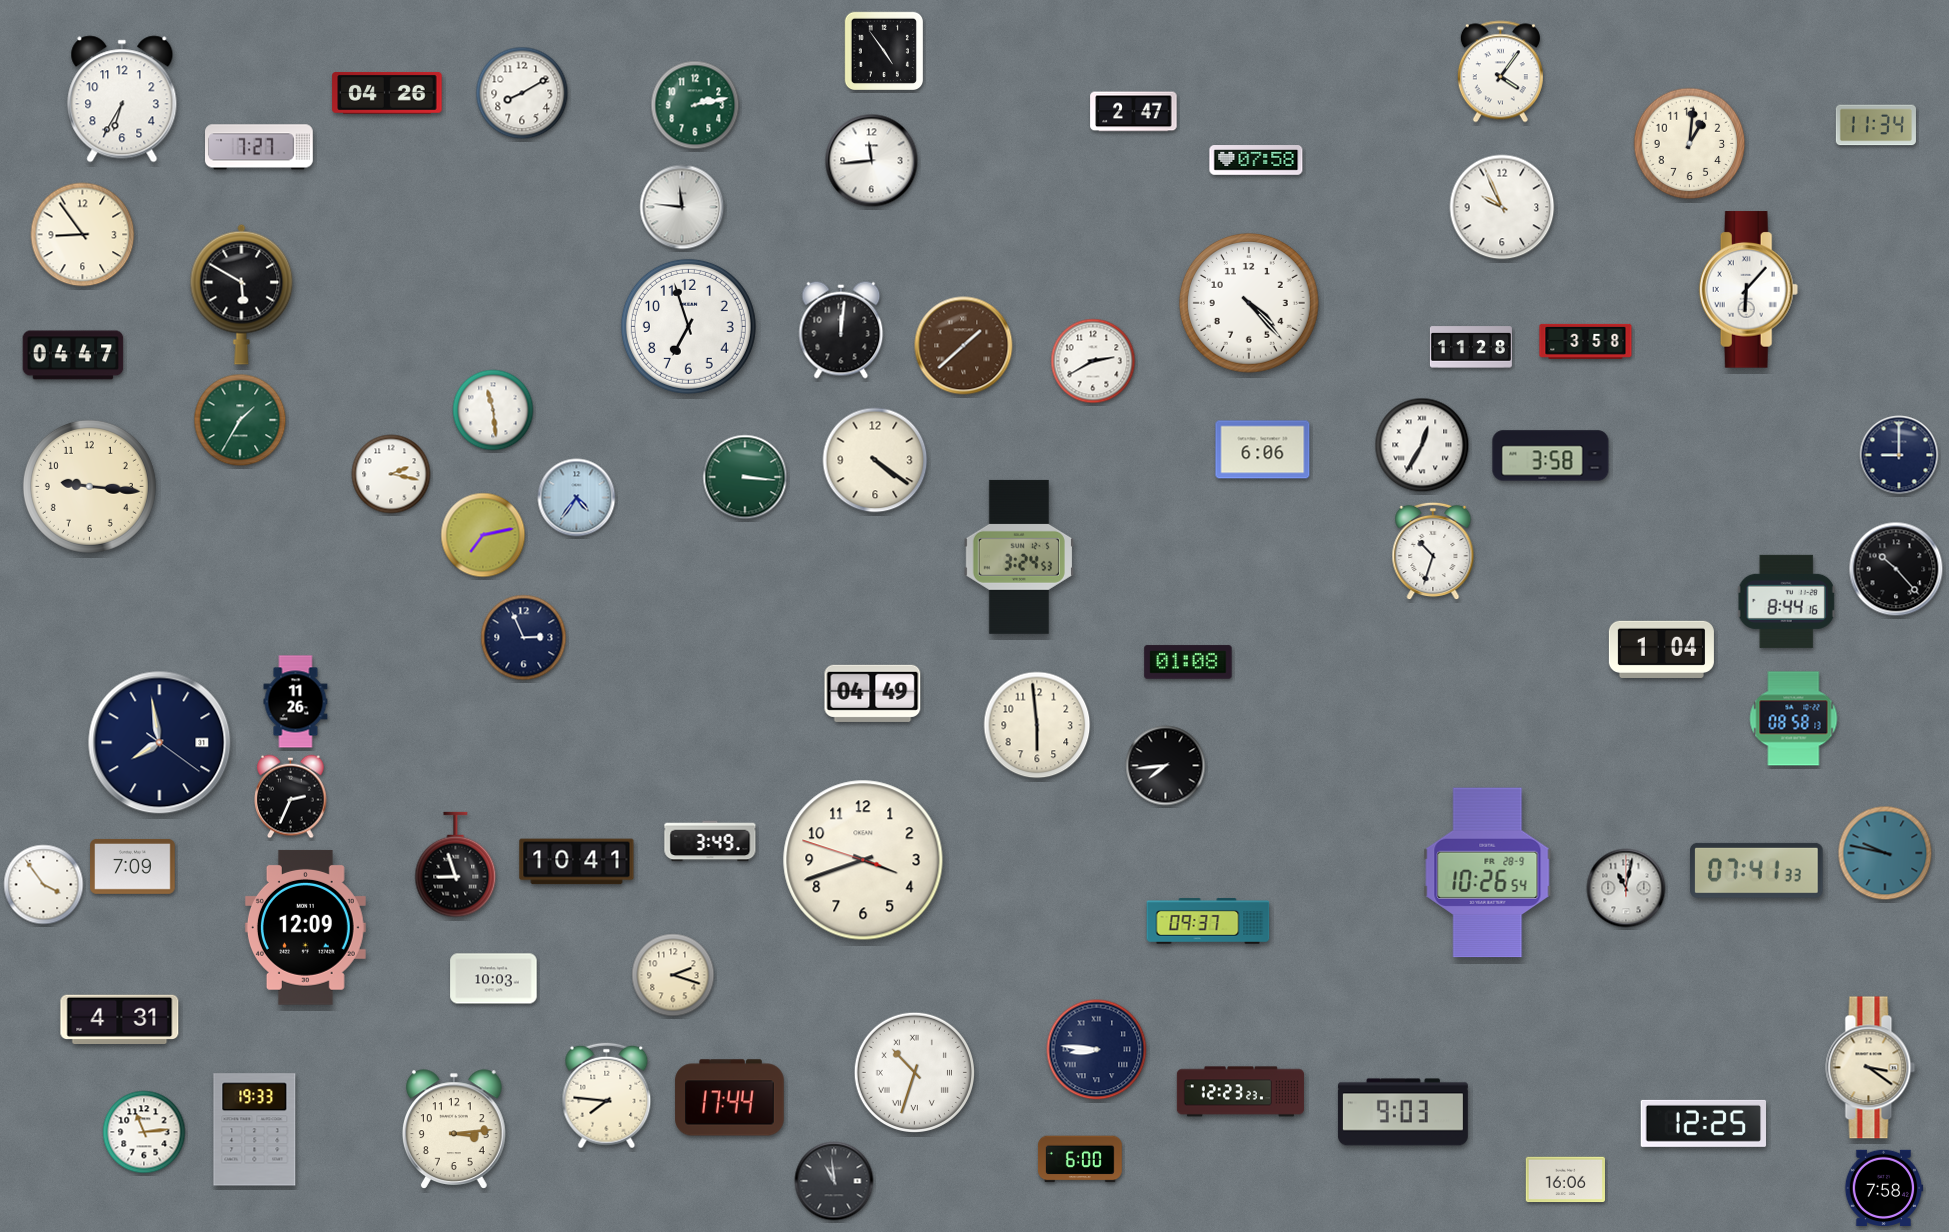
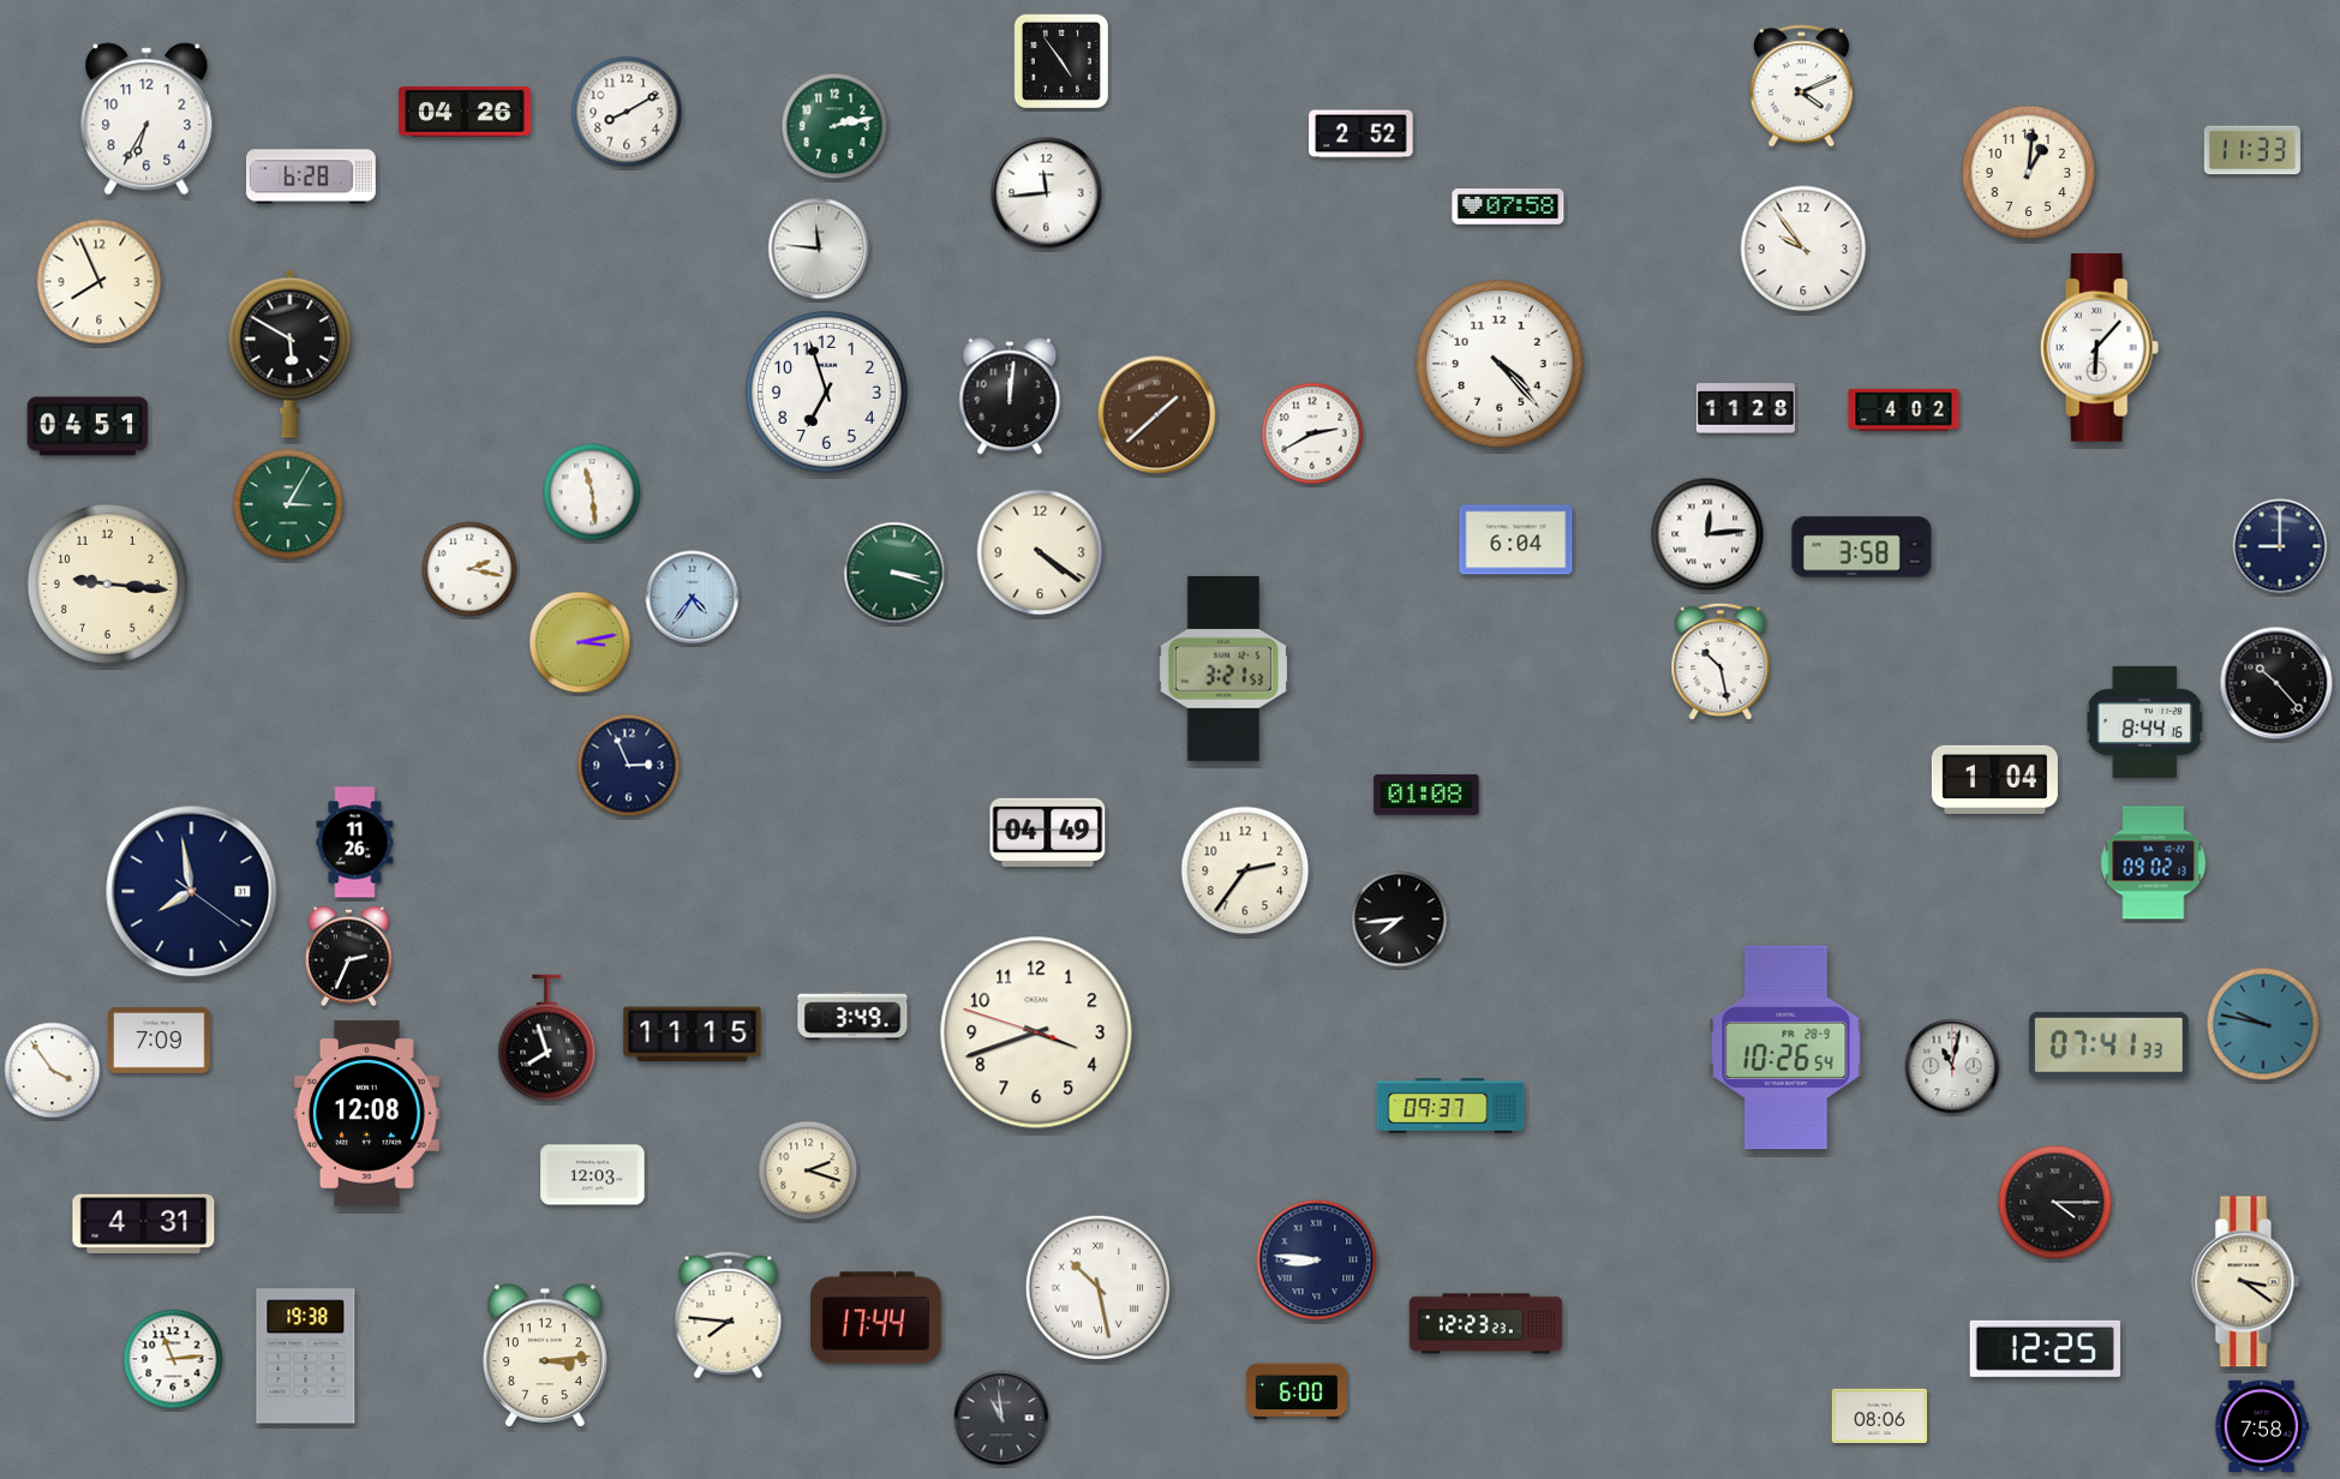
clock at (1500, 72): 4:06 -> 4:11
clock at (1134, 112): 2:47 -> 2:52
clock at (1876, 125): 11:34 -> 11:33
clock at (260, 147): 7:27 -> 6:28
clock at (1256, 161) position: (1256, 161) -> (1508, 208)
clock at (1502, 207): 9:56 -> 9:54
clock at (83, 235): 8:54 -> 7:56
clock at (1586, 341): 3:58 -> 4:02
clock at (1471, 347) position: (1471, 347) -> (1746, 408)
clock at (73, 355): 04:47 -> 04:51
clock at (240, 420): 1:35 -> 3:05
clock at (1422, 445): 12:35 -> 12:14
clock at (1263, 450): 6:06 -> 6:04
clock at (875, 460) position: (875, 460) -> (1040, 552)
clock at (745, 477): 3:16 -> 3:18
clock at (483, 535): 7:13 -> 3:13
clock at (1433, 551): 10:33 -> 10:28
clock at (1019, 557): 3:24 -> 3:21
clock at (1794, 719): 08:58 -> 09:02
clock at (1037, 725): 5:59 -> 2:36
clock at (710, 841) position: (710, 841) -> (852, 1016)
clock at (577, 862): 10:41 -> 11:15
clock at (456, 865): 8:57 -> 7:57
clock at (44, 885) position: (44, 885) -> (53, 1071)
clock at (305, 927): 12:09 -> 12:08
clock at (494, 979): 10:03 -> 12:03
clock at (2055, 1203): none -> 4:15
clock at (914, 1072): 10:33 -> 10:28
clock at (1240, 1092) position: (1240, 1092) -> (1485, 1324)
clock at (1403, 1112): 9:03 -> none
clock at (255, 1130): 19:33 -> 19:38
clock at (1566, 1180): 16:06 -> 08:06
